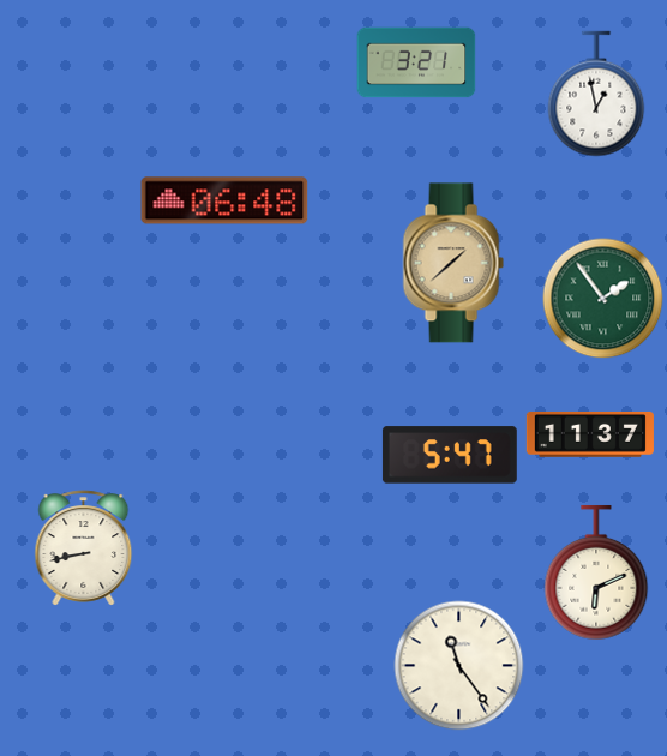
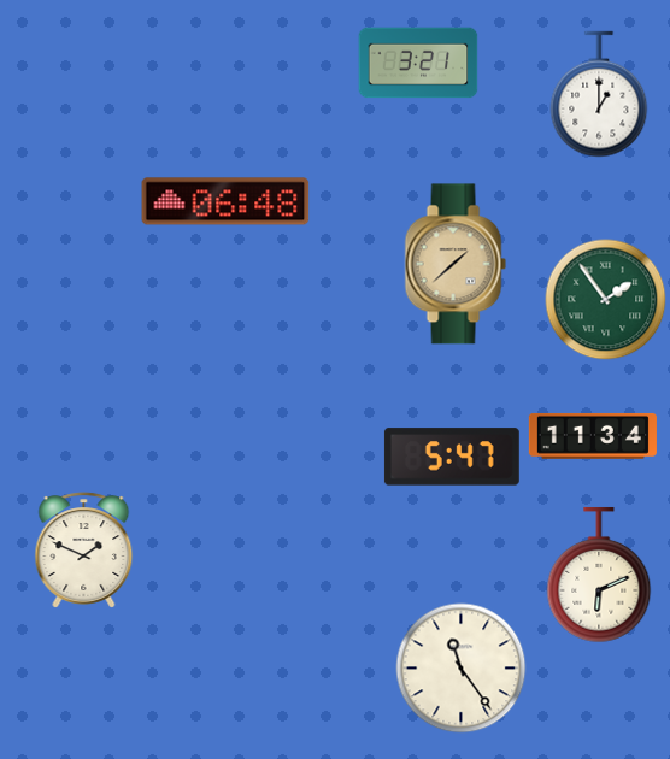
clock at (596, 94): 12:58 -> 1:00
clock at (590, 434): 11:37 -> 11:34
clock at (84, 548): 8:43 -> 1:49
